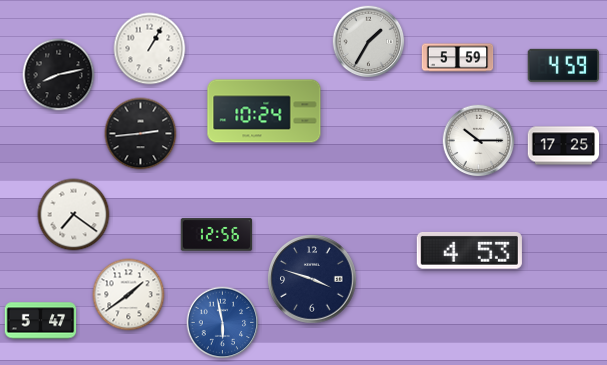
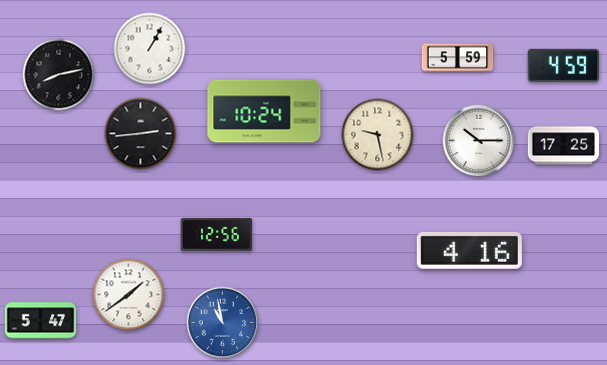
clock at (369, 42): 1:35 -> none
clock at (378, 135): none -> 9:28
clock at (74, 215): 7:21 -> none
clock at (469, 251): 4:53 -> 4:16
clock at (312, 279): 3:48 -> none
clock at (223, 323): 5:58 -> 10:58
